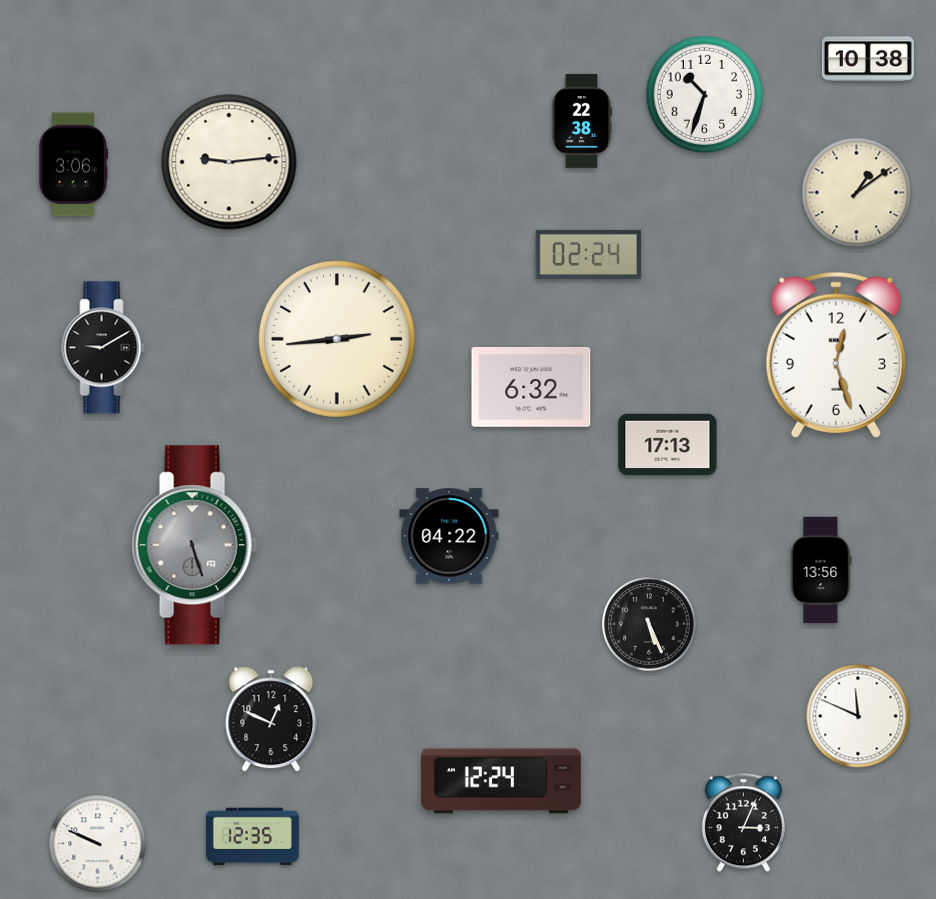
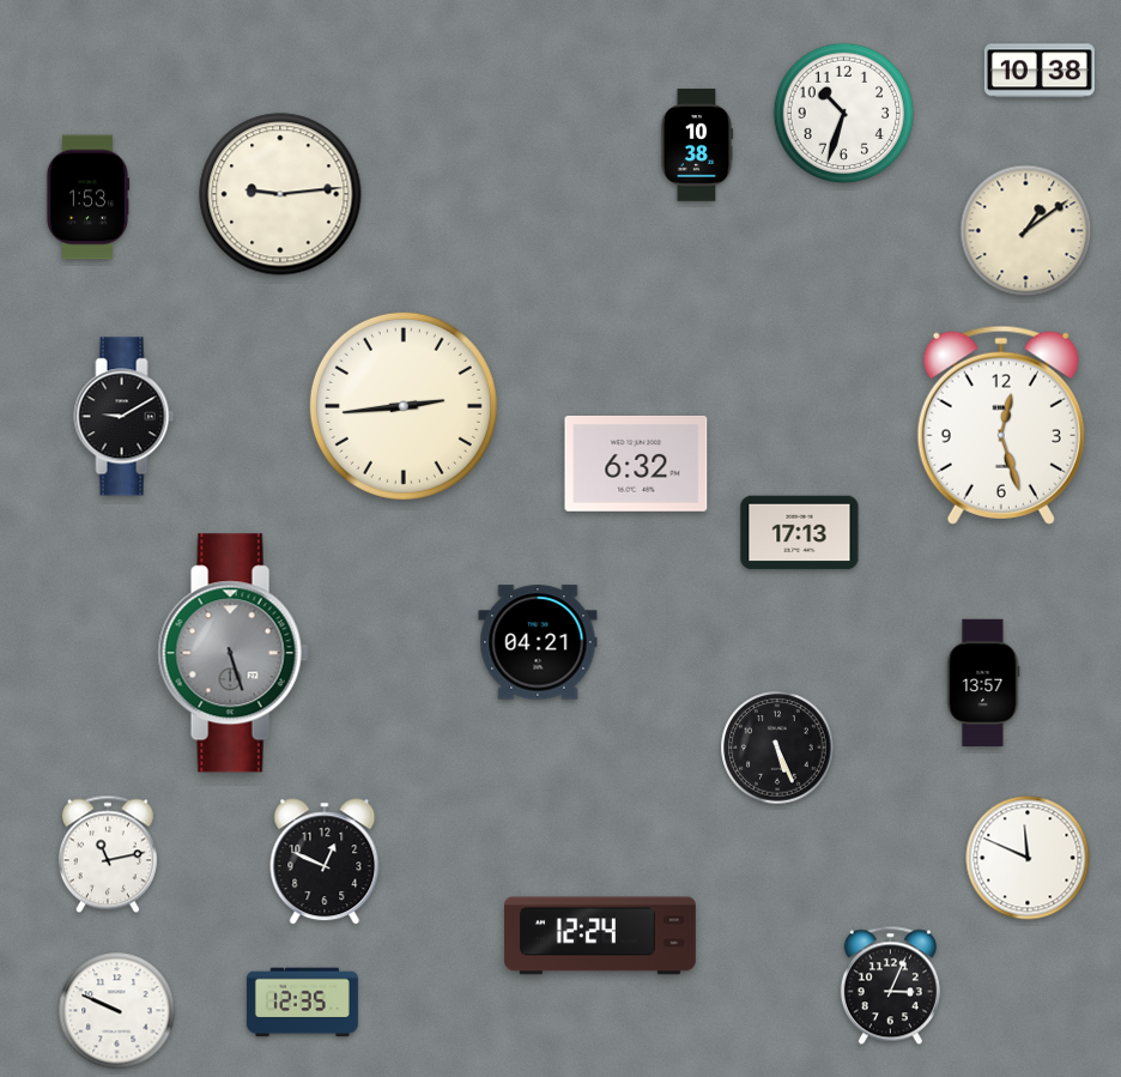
clock at (582, 121): 22:38 -> 10:38
clock at (229, 162) position: (229, 162) -> (280, 194)
clock at (73, 165): 3:06 -> 1:53
clock at (589, 254): 02:24 -> none
clock at (449, 536): 04:22 -> 04:21
clock at (821, 570): 13:56 -> 13:57
clock at (108, 854): none -> 11:13
